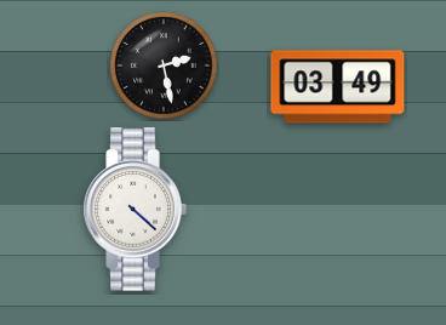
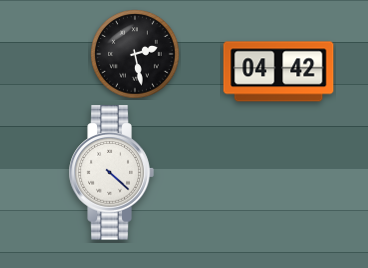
clock at (338, 87): 03:49 -> 04:42
